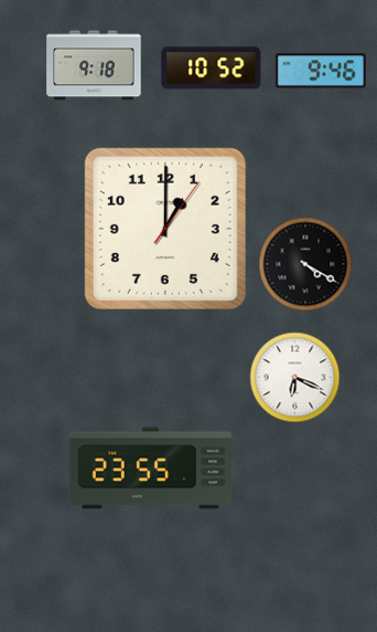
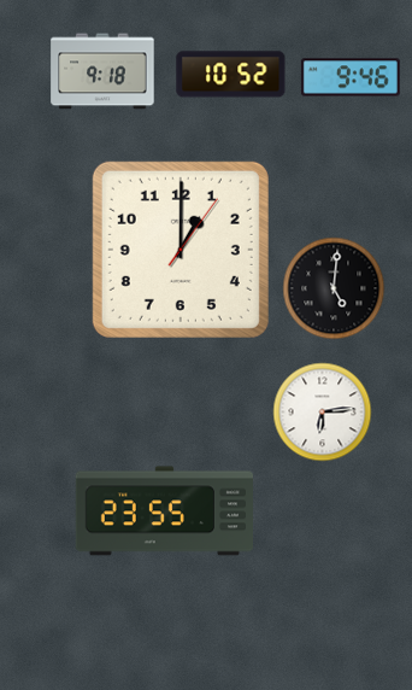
clock at (305, 264): 4:20 -> 5:01
clock at (295, 378): 6:19 -> 6:14
